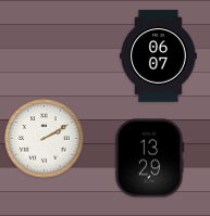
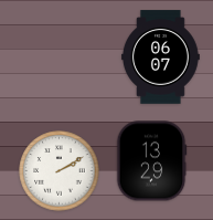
clock at (45, 139) position: (45, 139) -> (60, 171)
